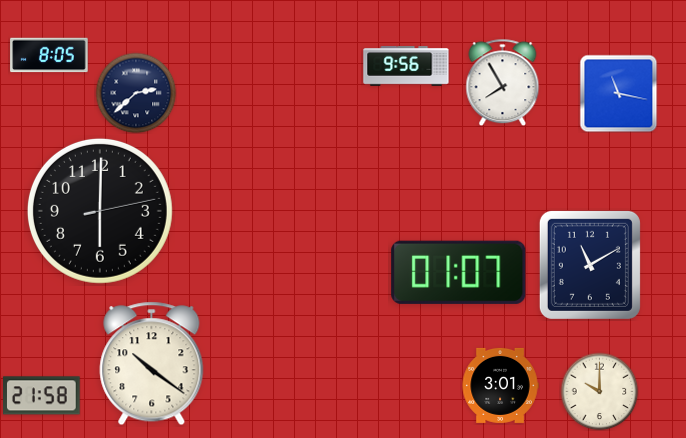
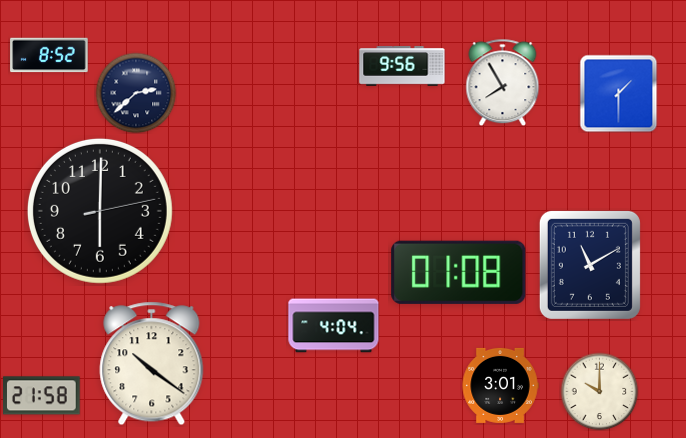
clock at (49, 55): 8:05 -> 8:52
clock at (406, 66) position: (406, 66) -> (402, 66)
clock at (618, 93): 11:17 -> 1:30
clock at (459, 272): 01:07 -> 01:08
clock at (334, 326): none -> 4:04
